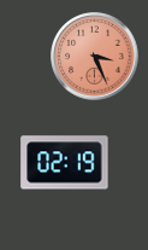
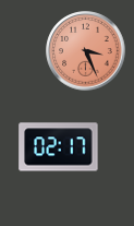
clock at (65, 163): 02:19 -> 02:17
